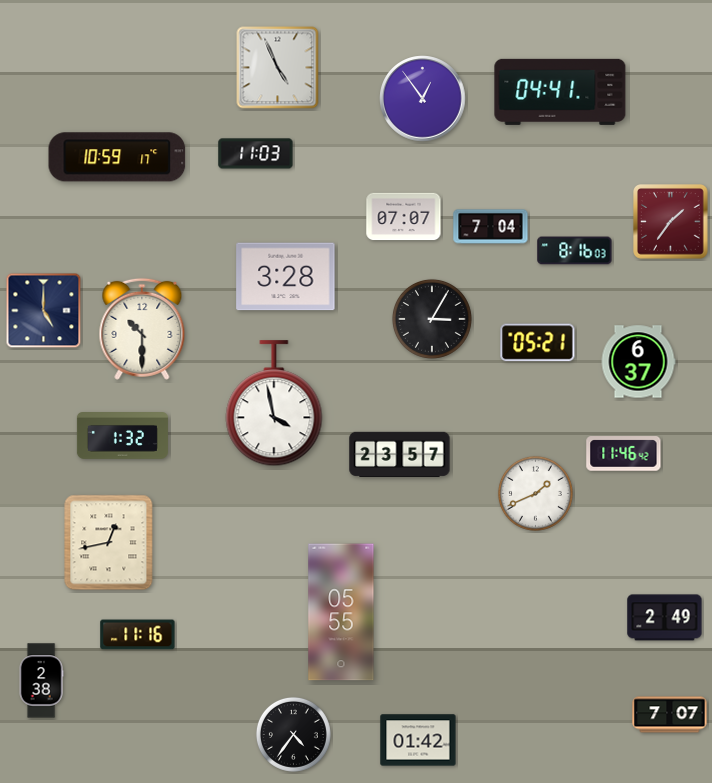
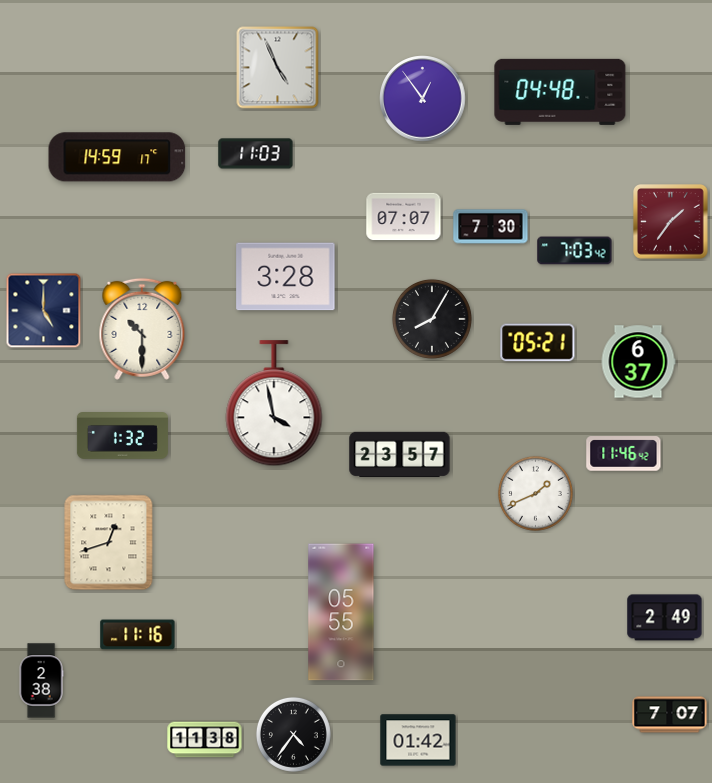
clock at (560, 92): 04:41 -> 04:48
clock at (117, 157): 10:59 -> 14:59
clock at (491, 227): 7:04 -> 7:30
clock at (575, 251): 8:16 -> 7:03
clock at (432, 319): 3:05 -> 8:05
clock at (109, 543): 12:43 -> 12:42
clock at (205, 740): none -> 11:38
